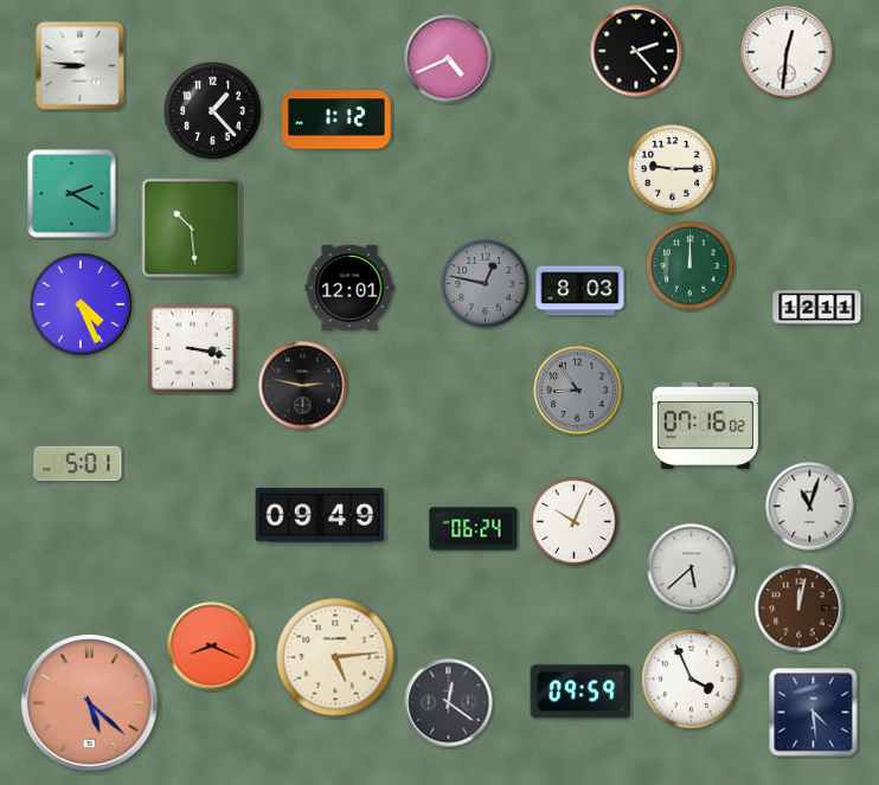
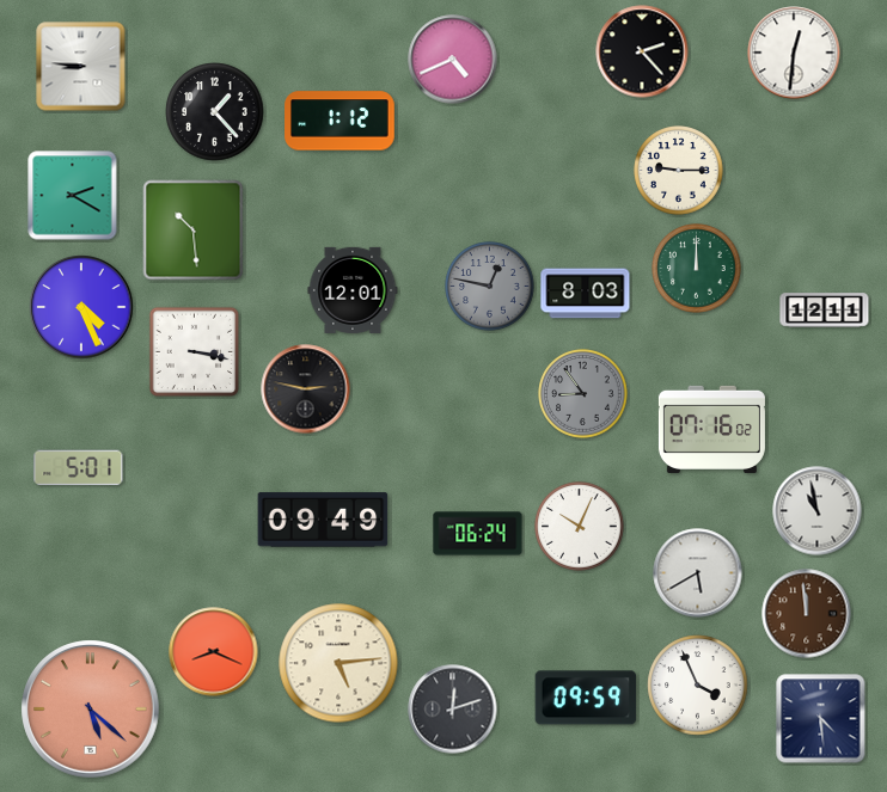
clock at (810, 507): 11:03 -> 10:58
clock at (692, 568): 5:38 -> 5:40
clock at (800, 609): 12:02 -> 11:59
clock at (449, 703): 12:21 -> 12:12
